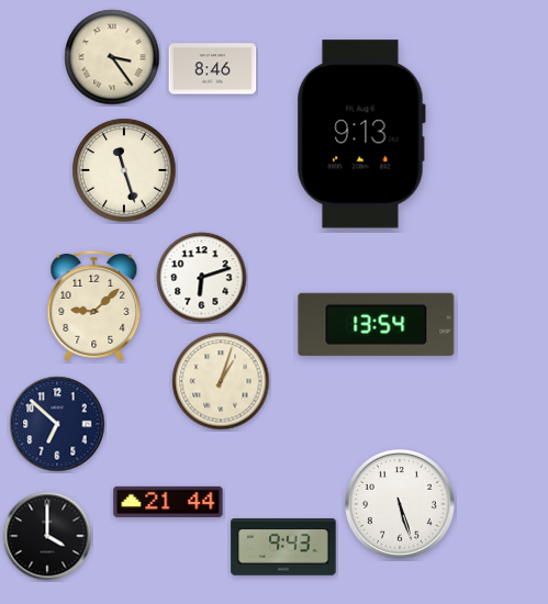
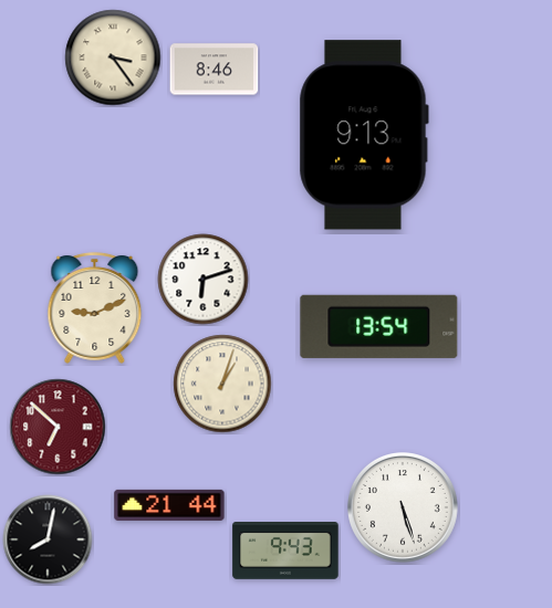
clock at (124, 170): 11:27 -> none
clock at (94, 305): 9:08 -> 9:11
clock at (57, 424) dial: navy -> burgundy
clock at (47, 536): 4:00 -> 8:02
